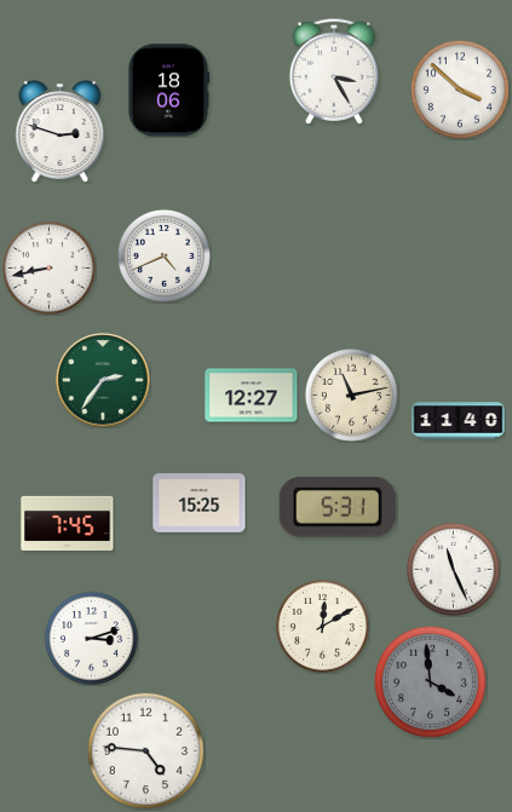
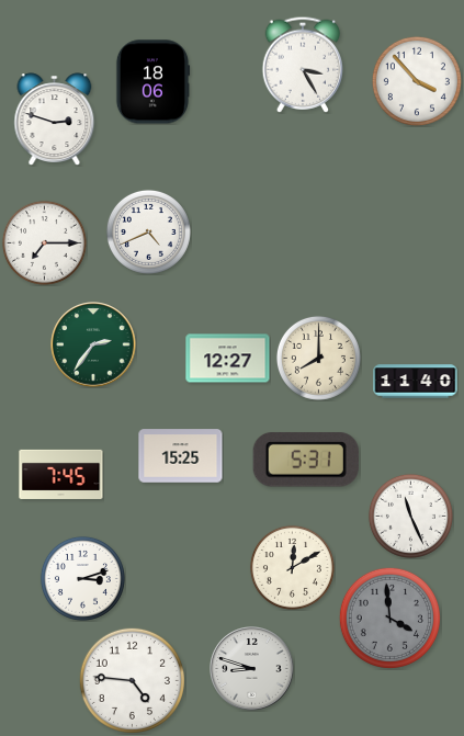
clock at (460, 90): 3:52 -> 3:53
clock at (48, 267): 8:43 -> 7:15
clock at (351, 395): 11:13 -> 8:00
clock at (252, 669): none -> 8:48
